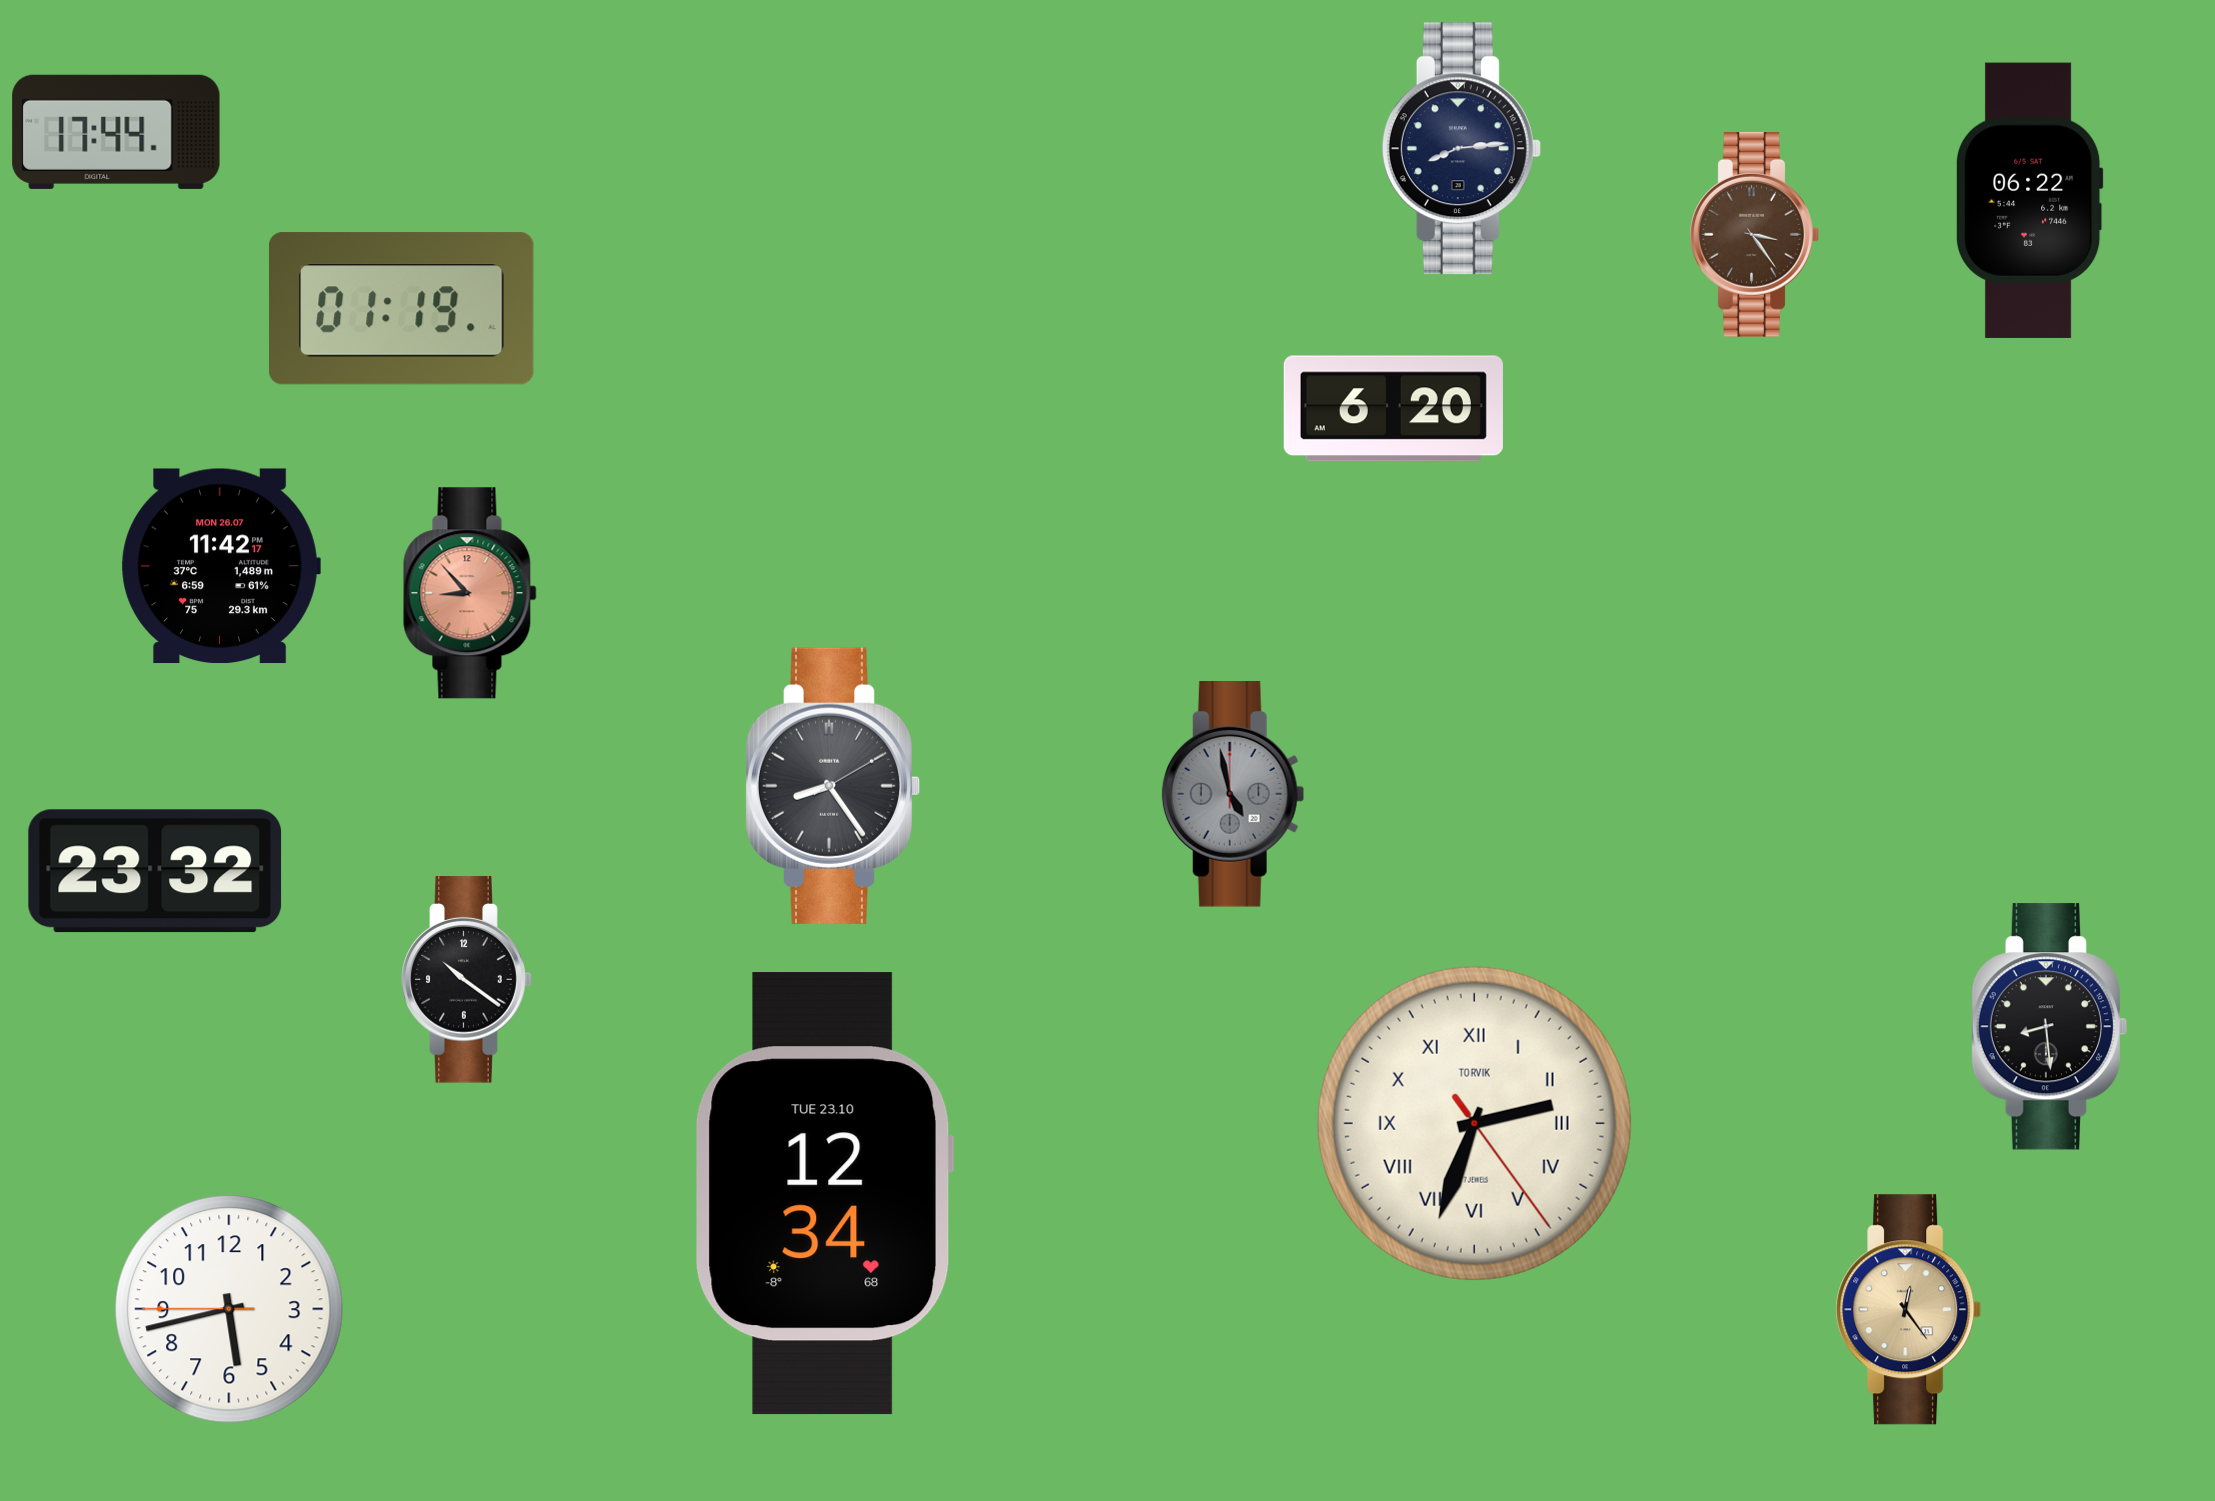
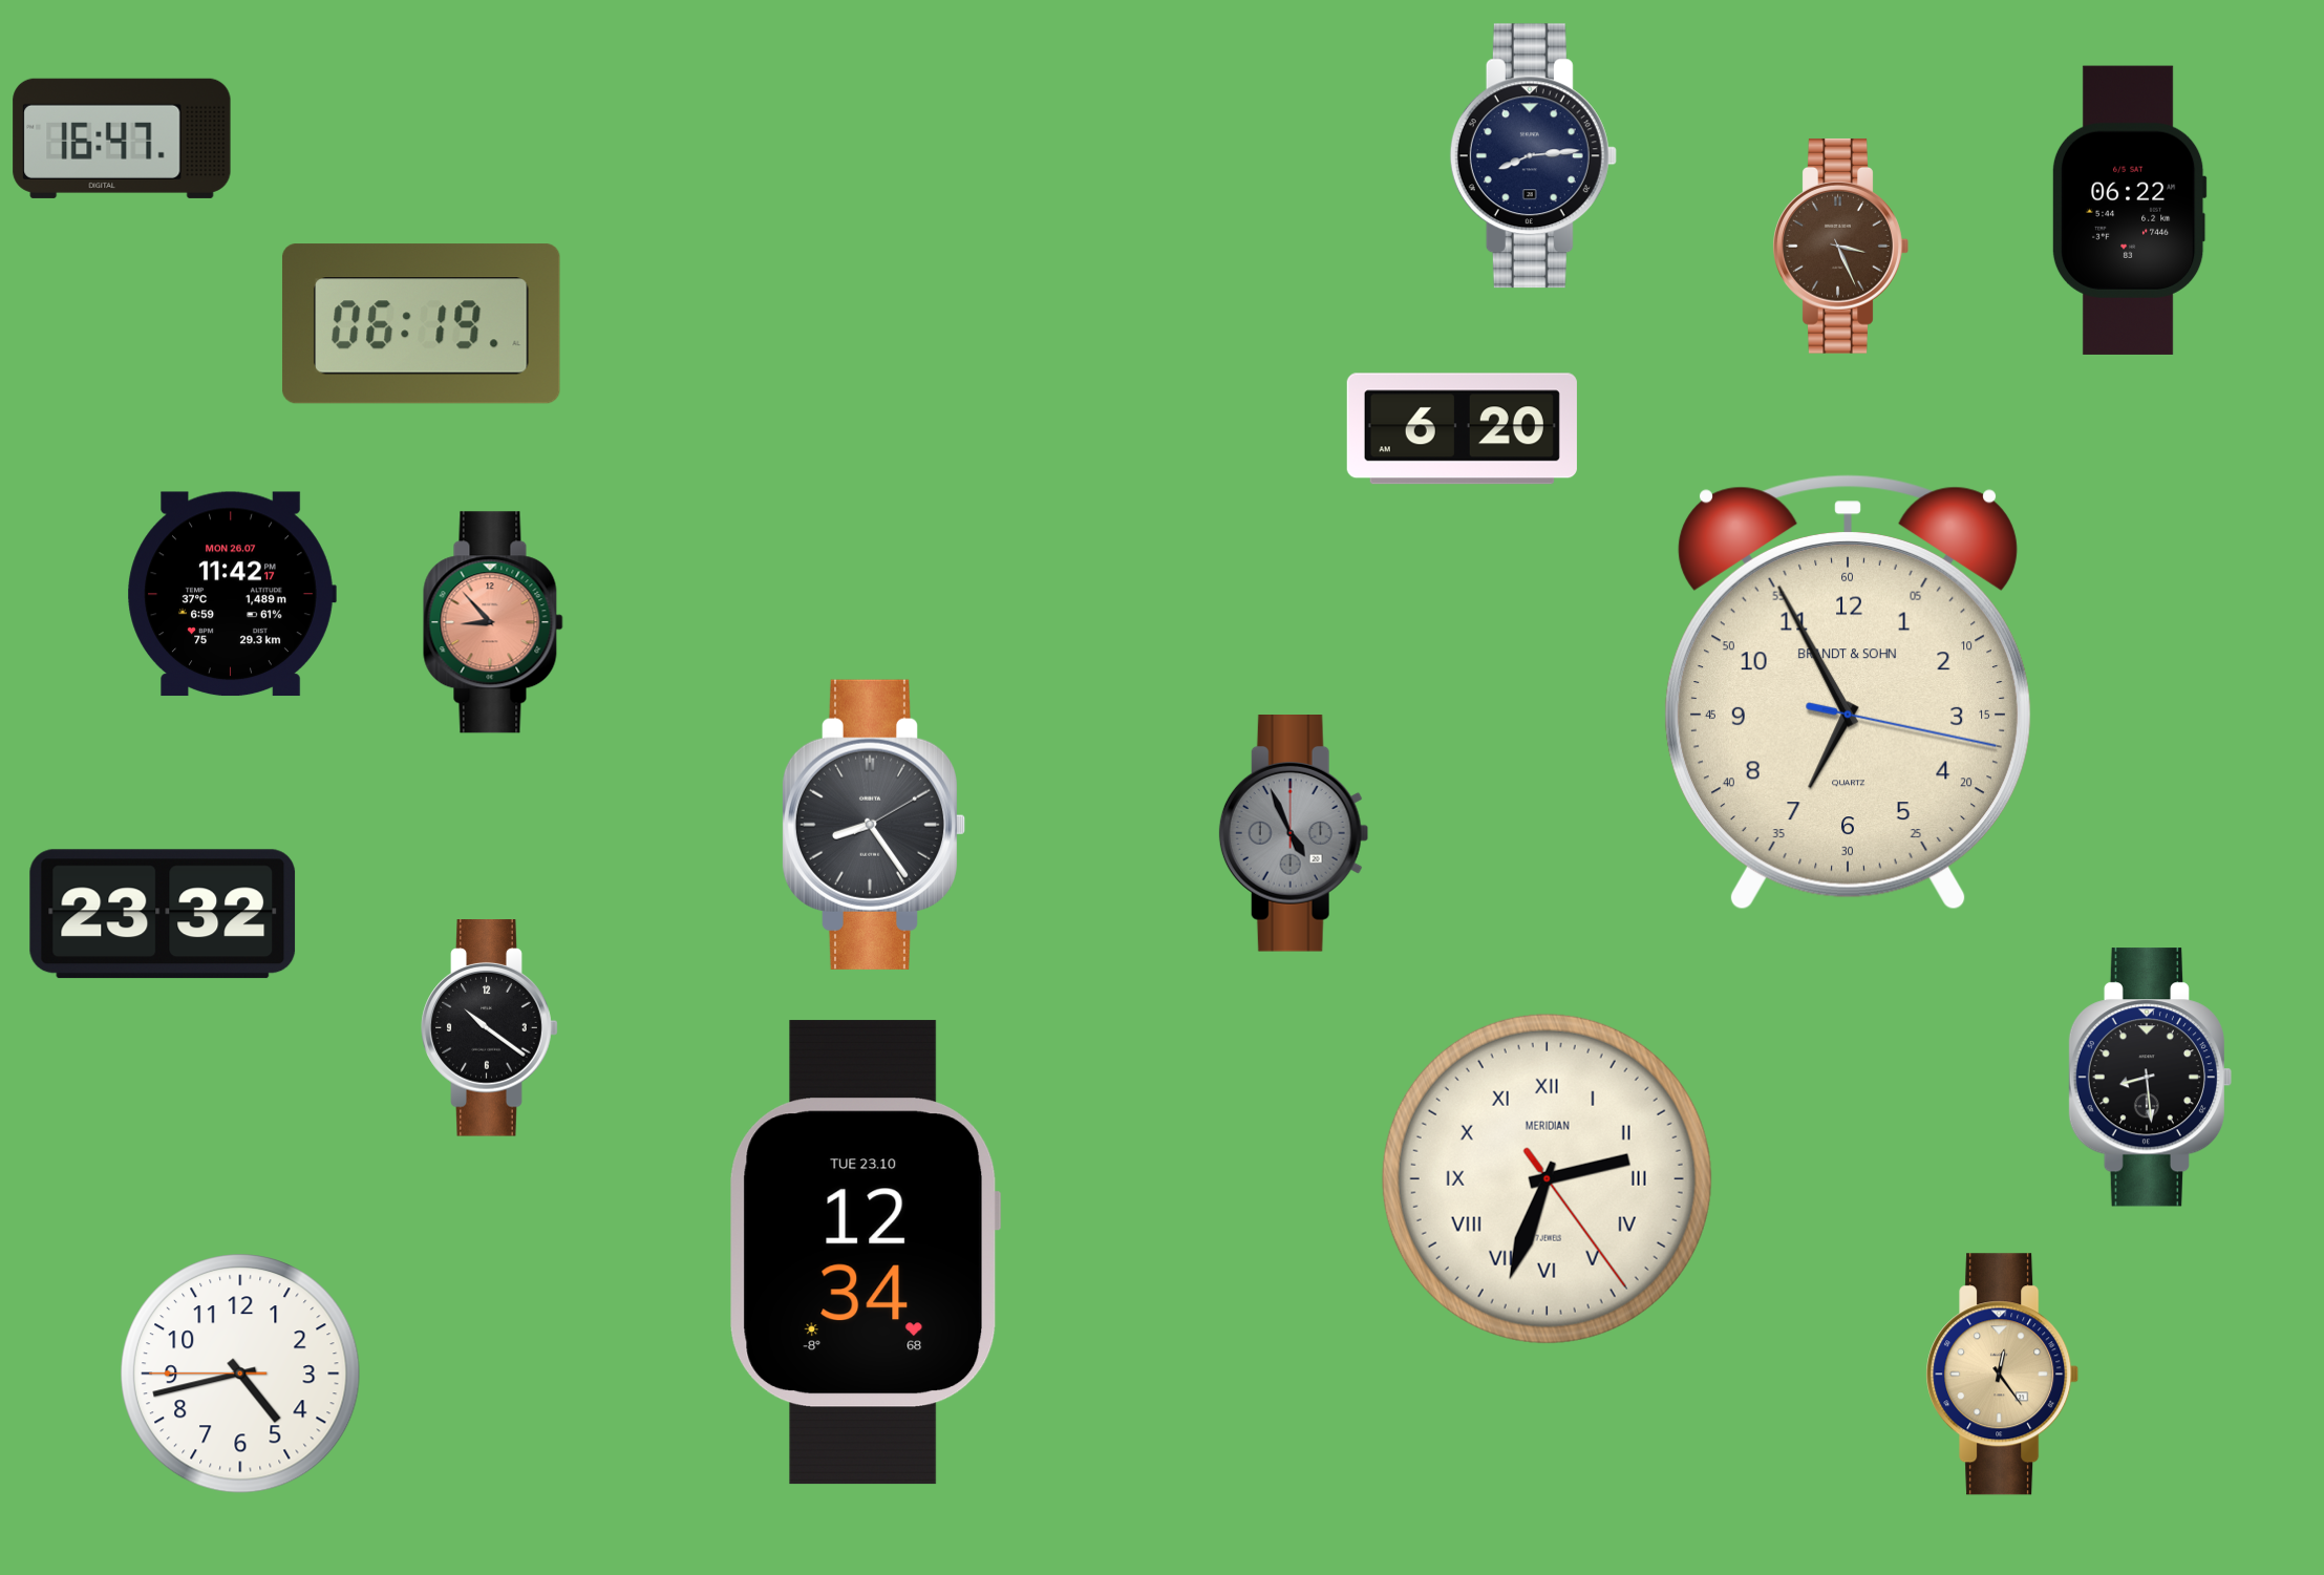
clock at (116, 132): 17:44 -> 16:47
clock at (1754, 234): 3:24 -> 3:26
clock at (401, 309): 01:19 -> 06:19
clock at (1848, 693): none -> 6:55
clock at (1233, 794): 4:58 -> 4:56
clock at (1474, 1123) brand: TORVIK -> MERIDIAN
clock at (229, 1309): 5:42 -> 4:42
